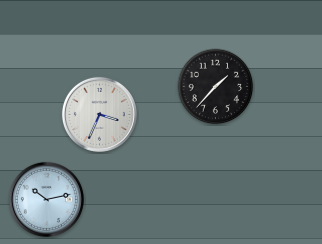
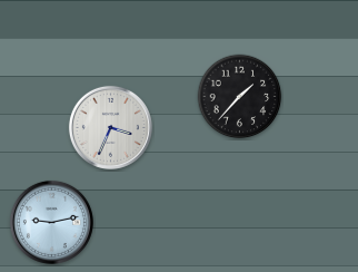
clock at (46, 199): 10:13 -> 9:13
